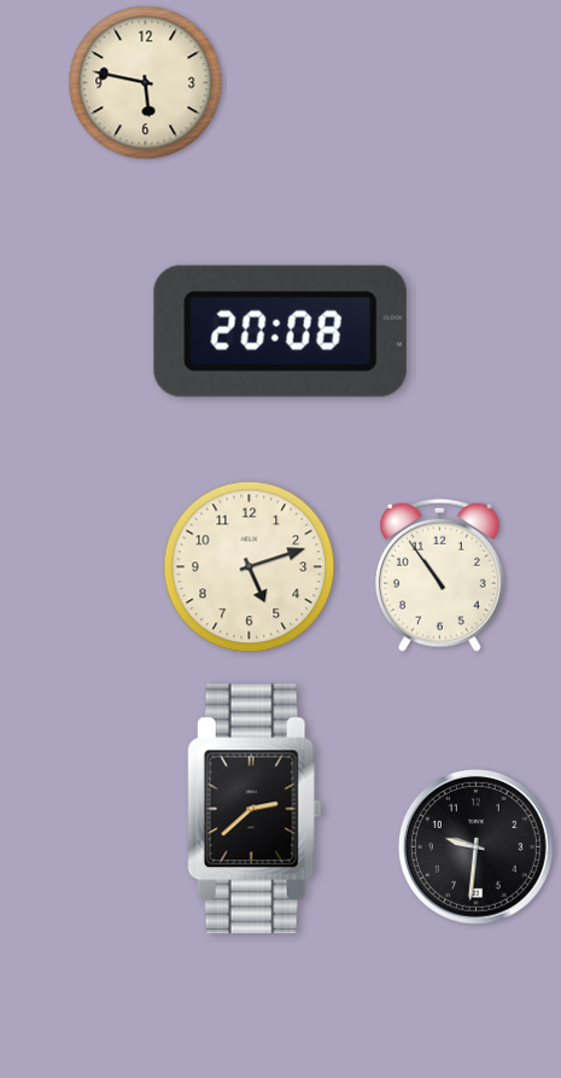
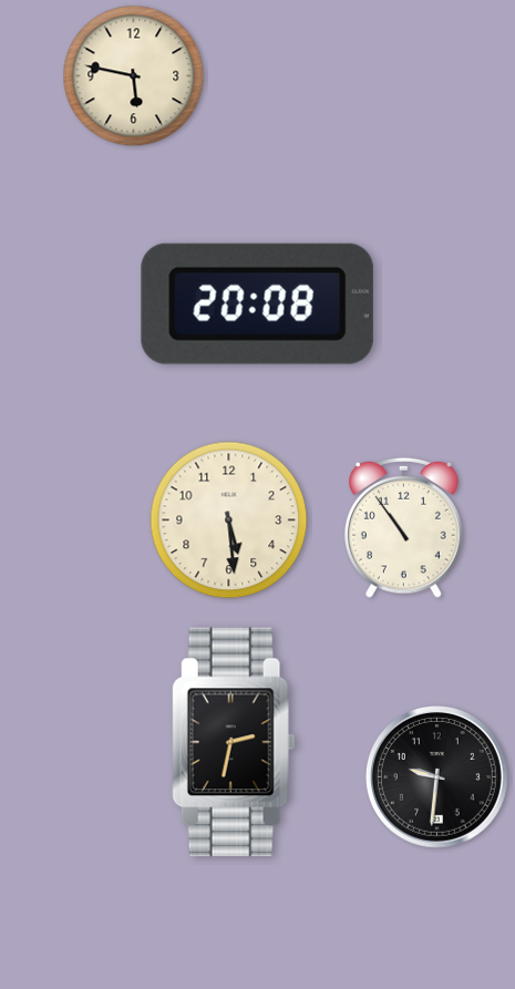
clock at (250, 567): 5:12 -> 5:29
clock at (255, 809): 2:38 -> 2:32
